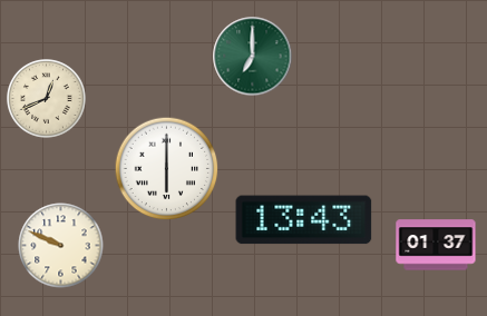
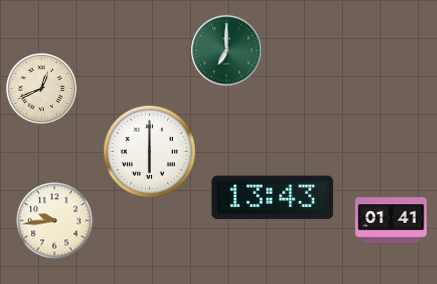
clock at (436, 245): 01:37 -> 01:41
clock at (61, 246): 9:49 -> 9:44
